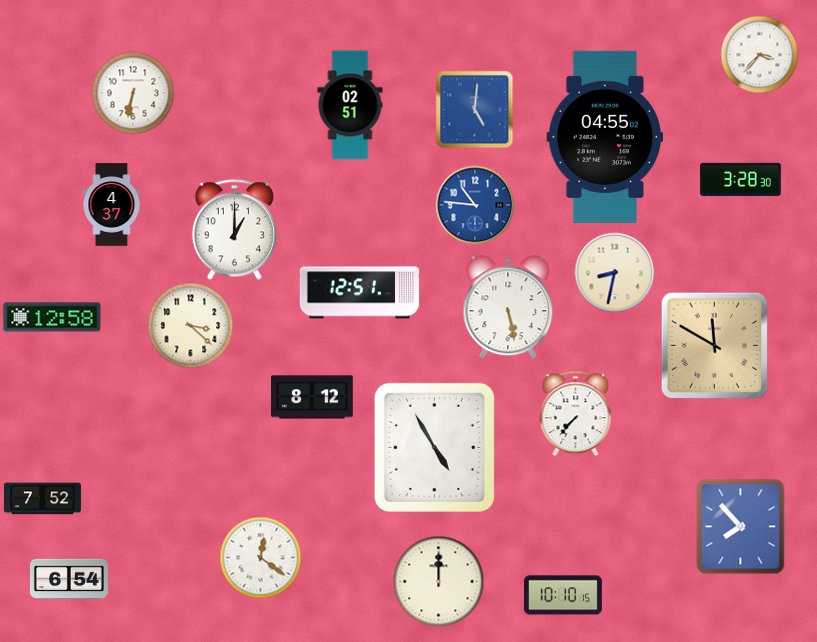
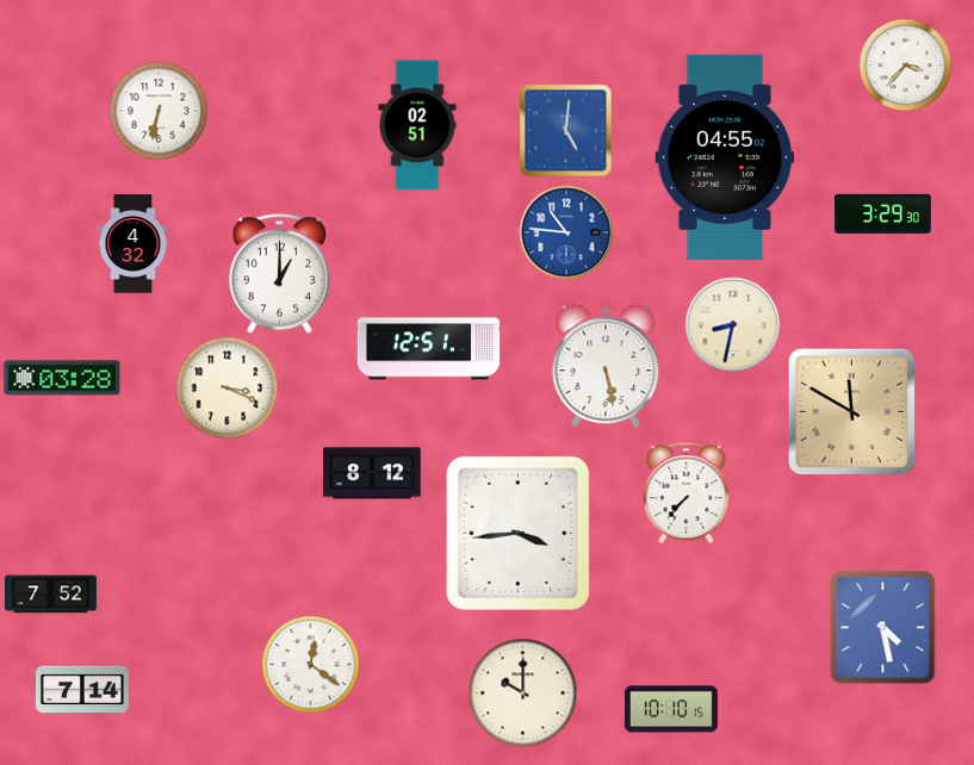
clock at (605, 137) position: (605, 137) -> (725, 157)
clock at (741, 179): 3:28 -> 3:29
clock at (112, 205): 4:37 -> 4:32
clock at (475, 205) position: (475, 205) -> (566, 232)
clock at (52, 317): 12:58 -> 03:28
clock at (190, 325): 3:22 -> 3:19
clock at (434, 447): 4:55 -> 3:44
clock at (741, 526): 7:53 -> 4:28
clock at (69, 579): 6:54 -> 7:14
clock at (438, 581): 12:00 -> 10:00
